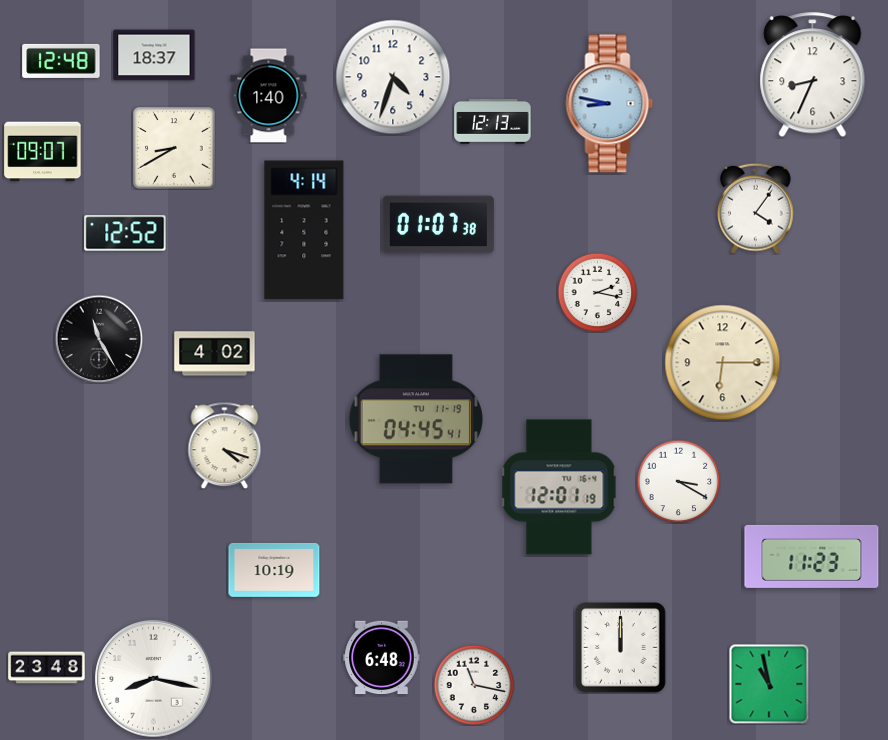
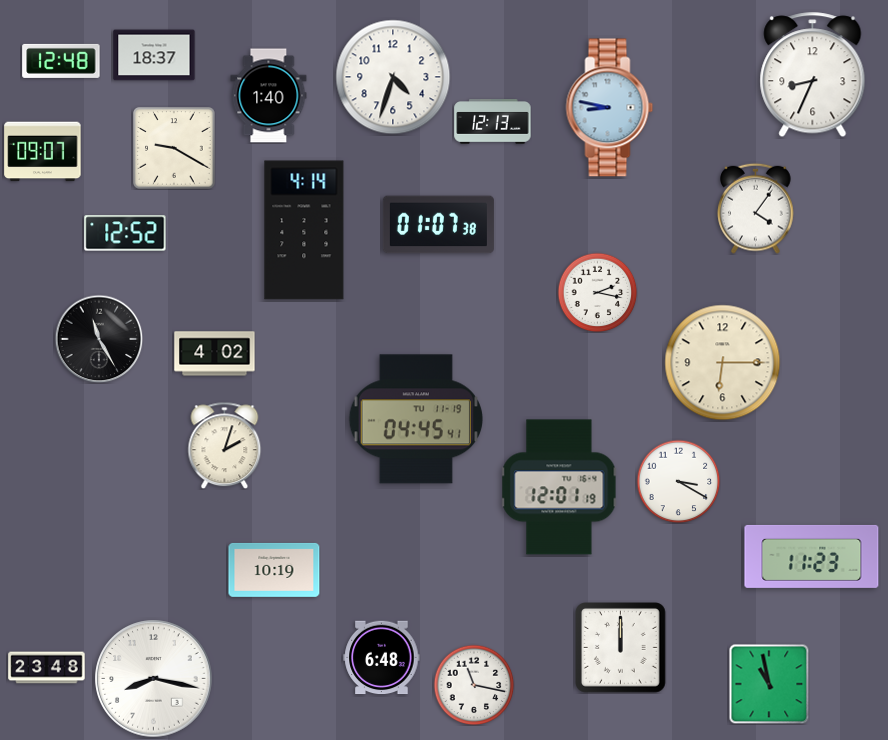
clock at (610, 104) position: (610, 104) -> (610, 108)
clock at (174, 148): 8:40 -> 9:20
clock at (225, 445): 4:18 -> 2:03
